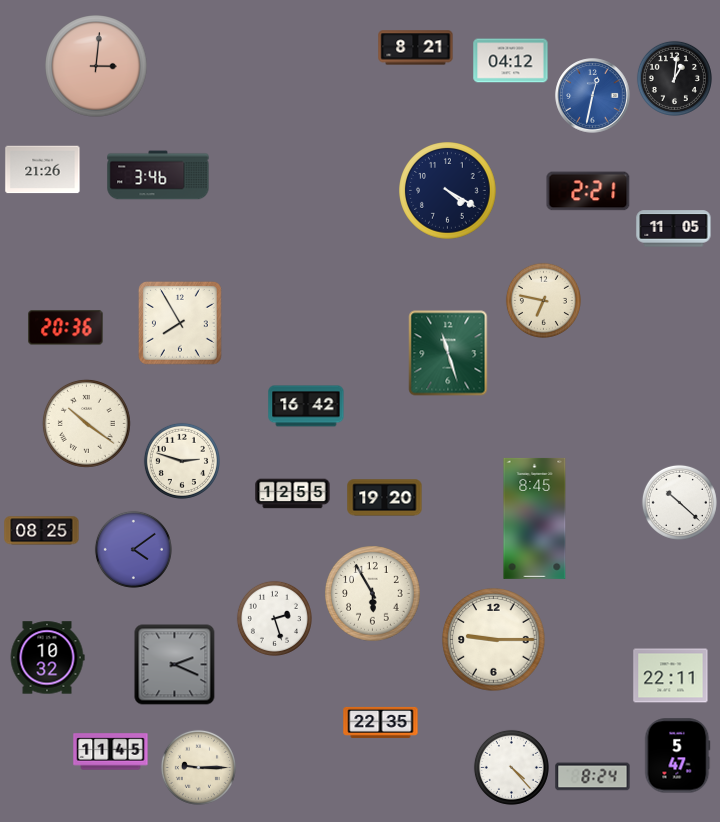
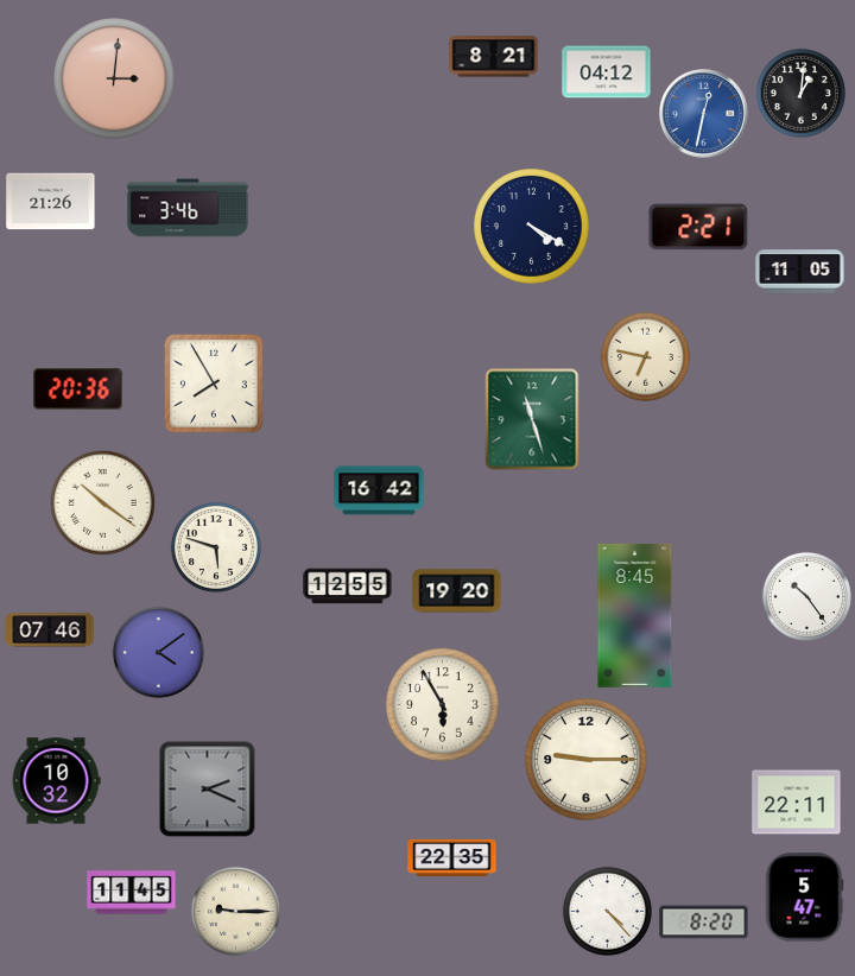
clock at (306, 406) position: (306, 406) -> (379, 490)
clock at (182, 461): 2:48 -> 5:48
clock at (679, 502): 10:22 -> 10:24
clock at (42, 531): 08:25 -> 07:46
clock at (274, 618): 2:27 -> none
clock at (593, 777): 8:24 -> 8:20
